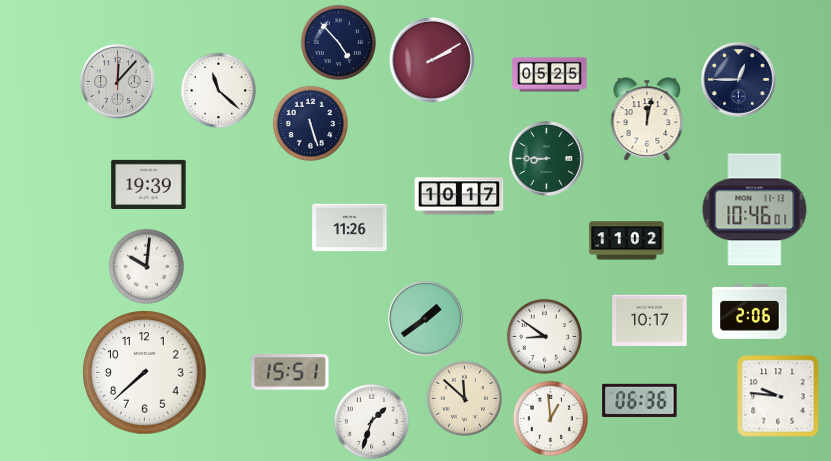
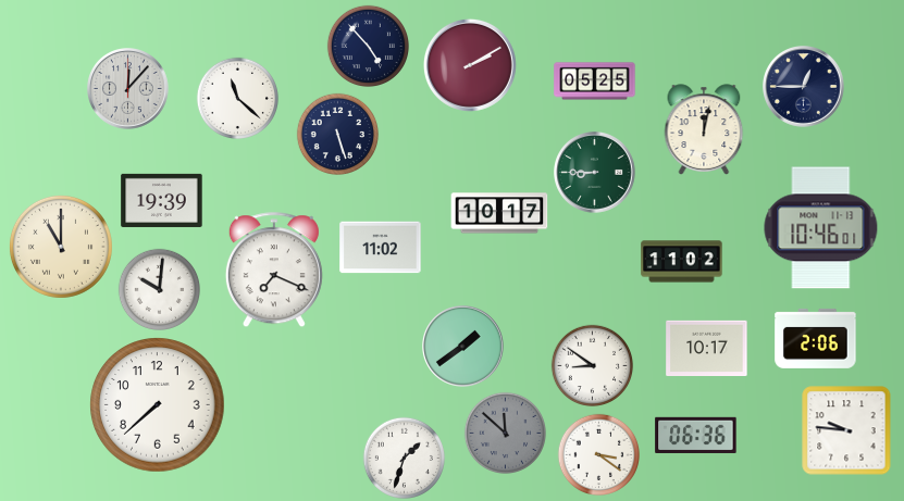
clock at (550, 75) position: (550, 75) -> (595, 82)
clock at (61, 247): none -> 11:00
clock at (350, 228): 11:26 -> 11:02
clock at (274, 271): none -> 7:19
clock at (290, 373): 15:51 -> none
clock at (464, 398) dial: cream -> grey
clock at (550, 418): 12:59 -> 3:21
